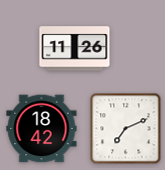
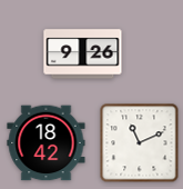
clock at (75, 49): 11:26 -> 9:26
clock at (126, 129): 7:11 -> 11:11
